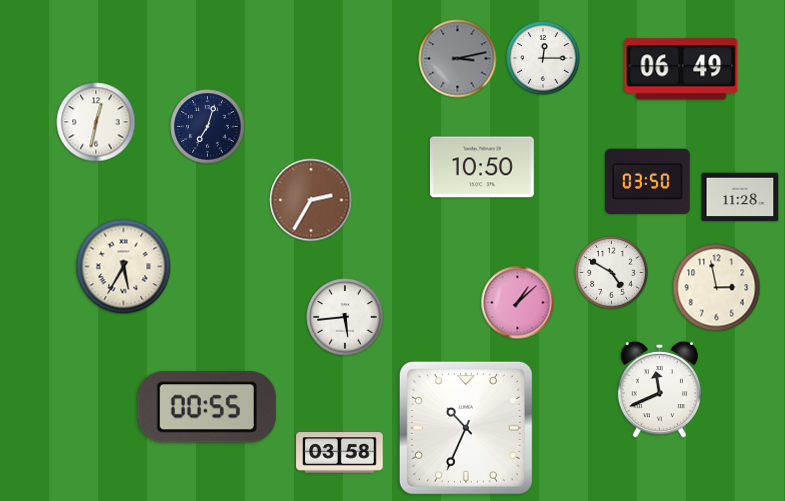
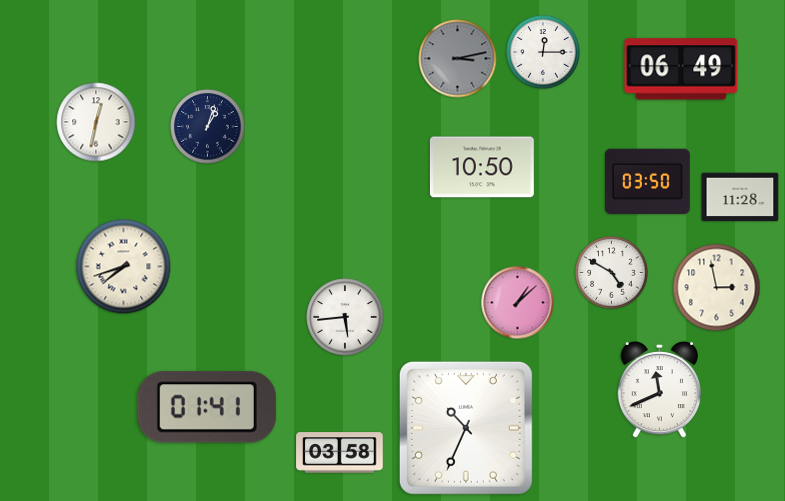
clock at (543, 58) position: (543, 58) -> (543, 52)
clock at (208, 127): 7:03 -> 1:03
clock at (311, 200): 2:35 -> none
clock at (124, 267): 5:35 -> 7:42
clock at (207, 407): 00:55 -> 01:41
